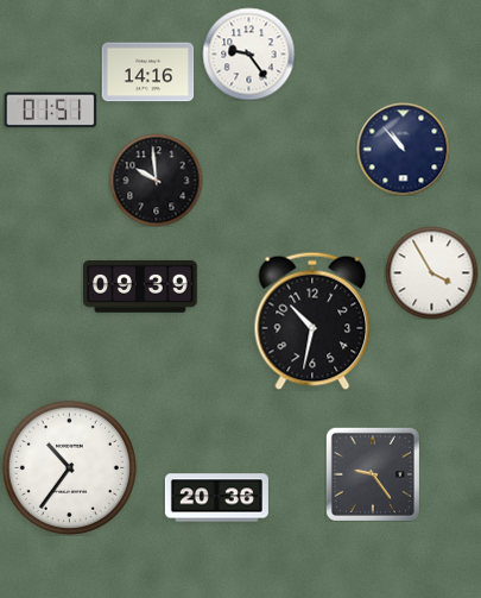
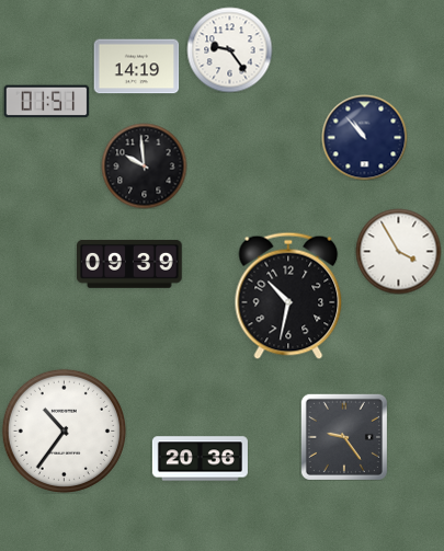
clock at (147, 73): 14:16 -> 14:19
clock at (403, 149) position: (403, 149) -> (364, 137)
